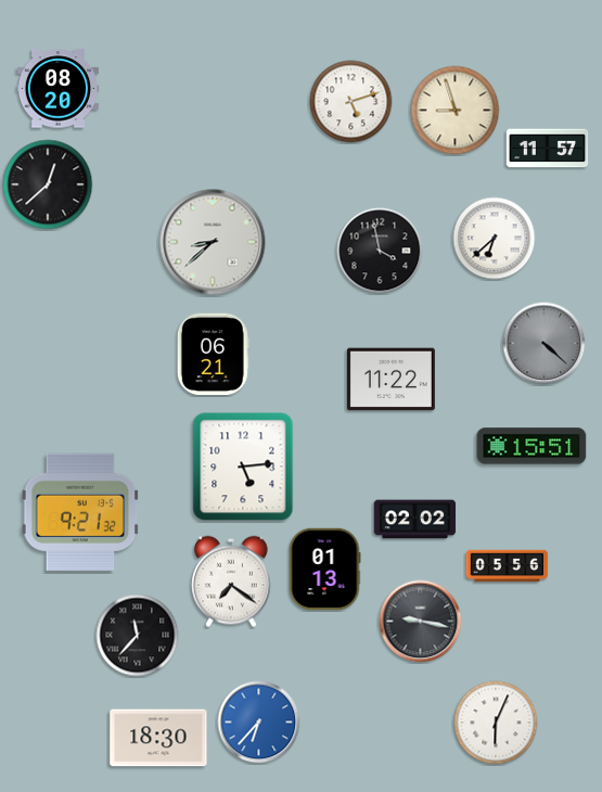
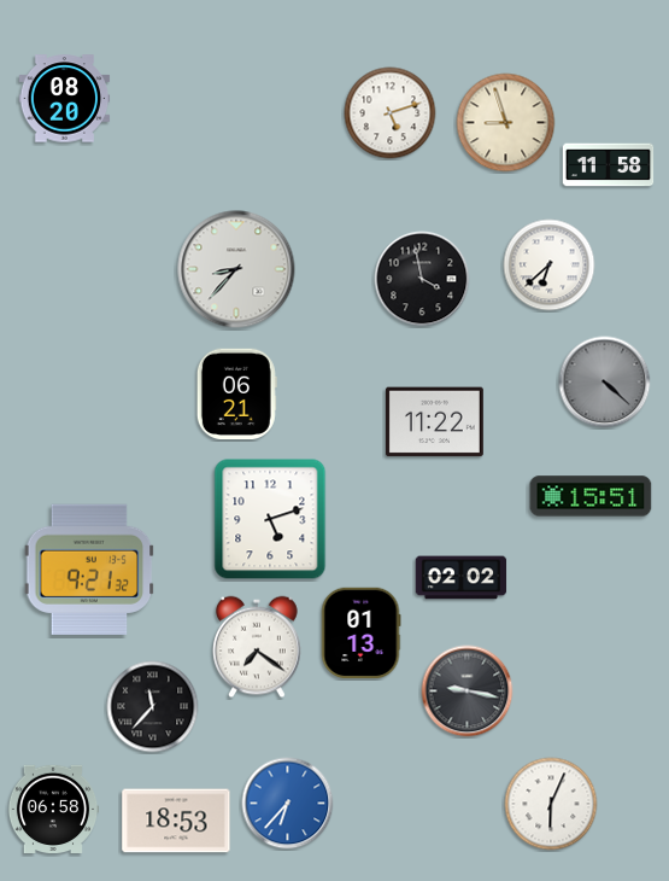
clock at (548, 149): 11:57 -> 11:58
clock at (48, 184): 12:38 -> none
clock at (213, 242): 8:38 -> 8:37
clock at (243, 467): 5:14 -> 5:12
clock at (508, 566): 05:56 -> none
clock at (53, 810): none -> 06:58
clock at (158, 738): 18:30 -> 18:53
